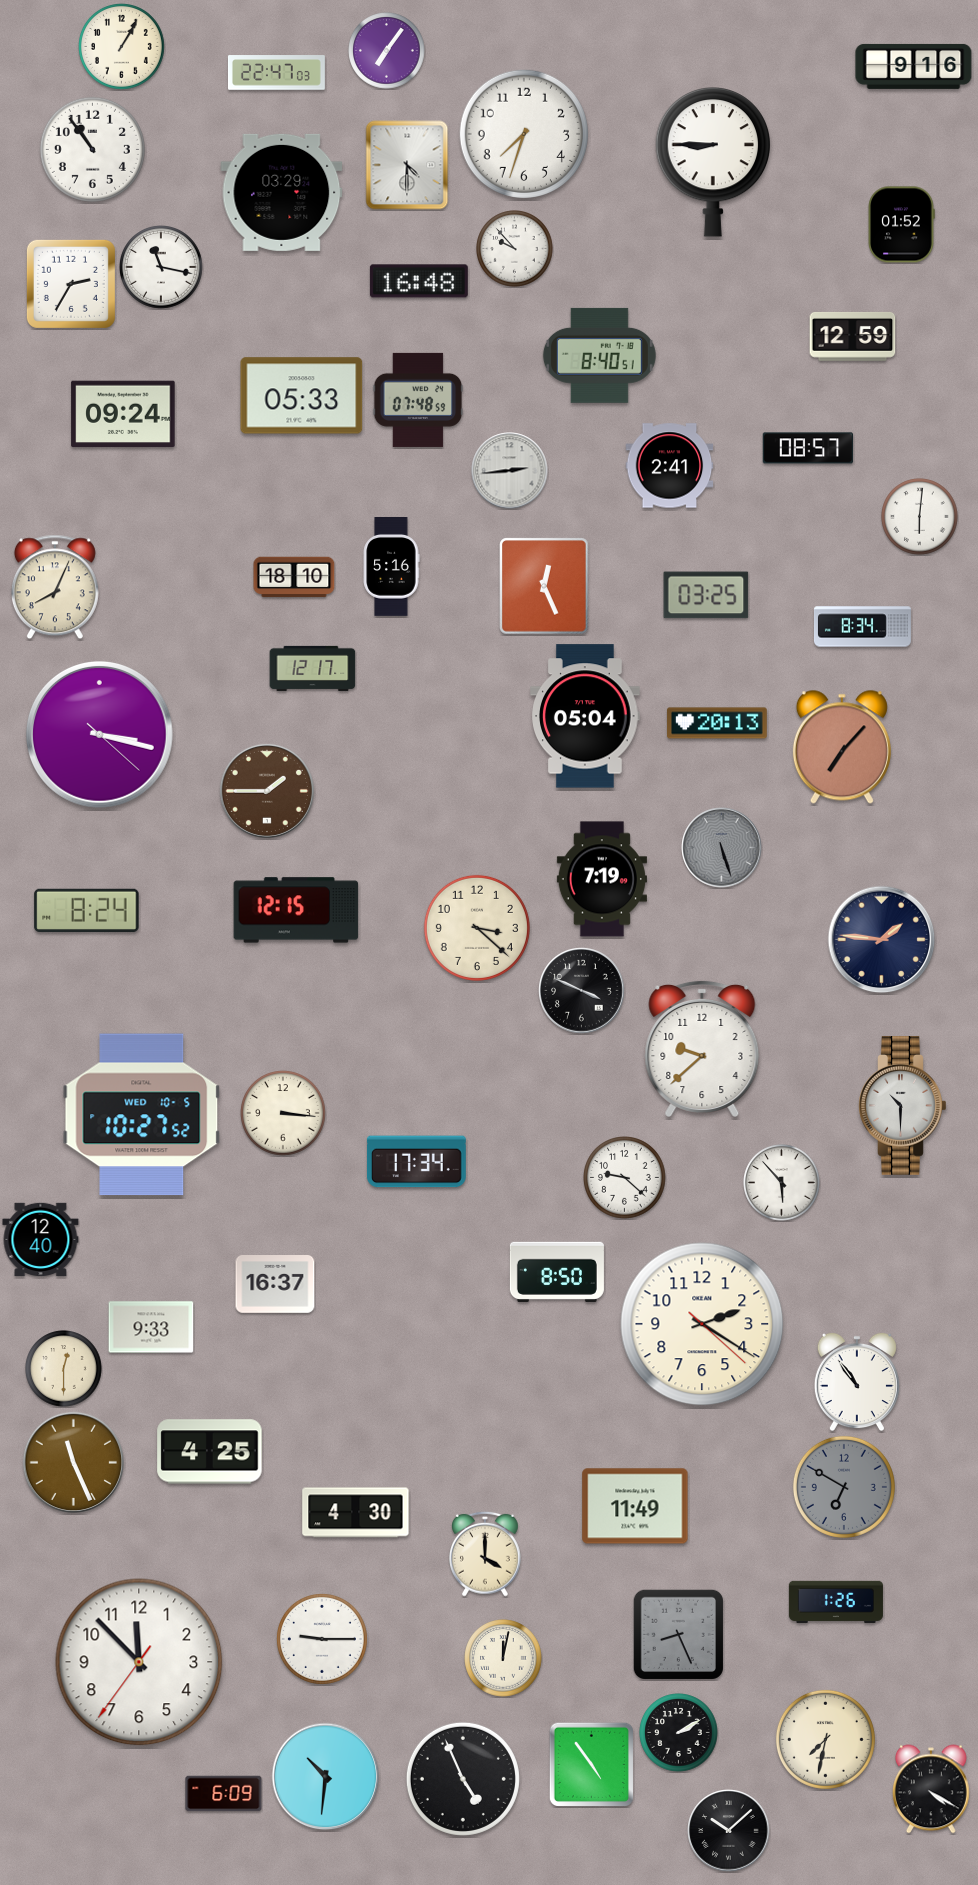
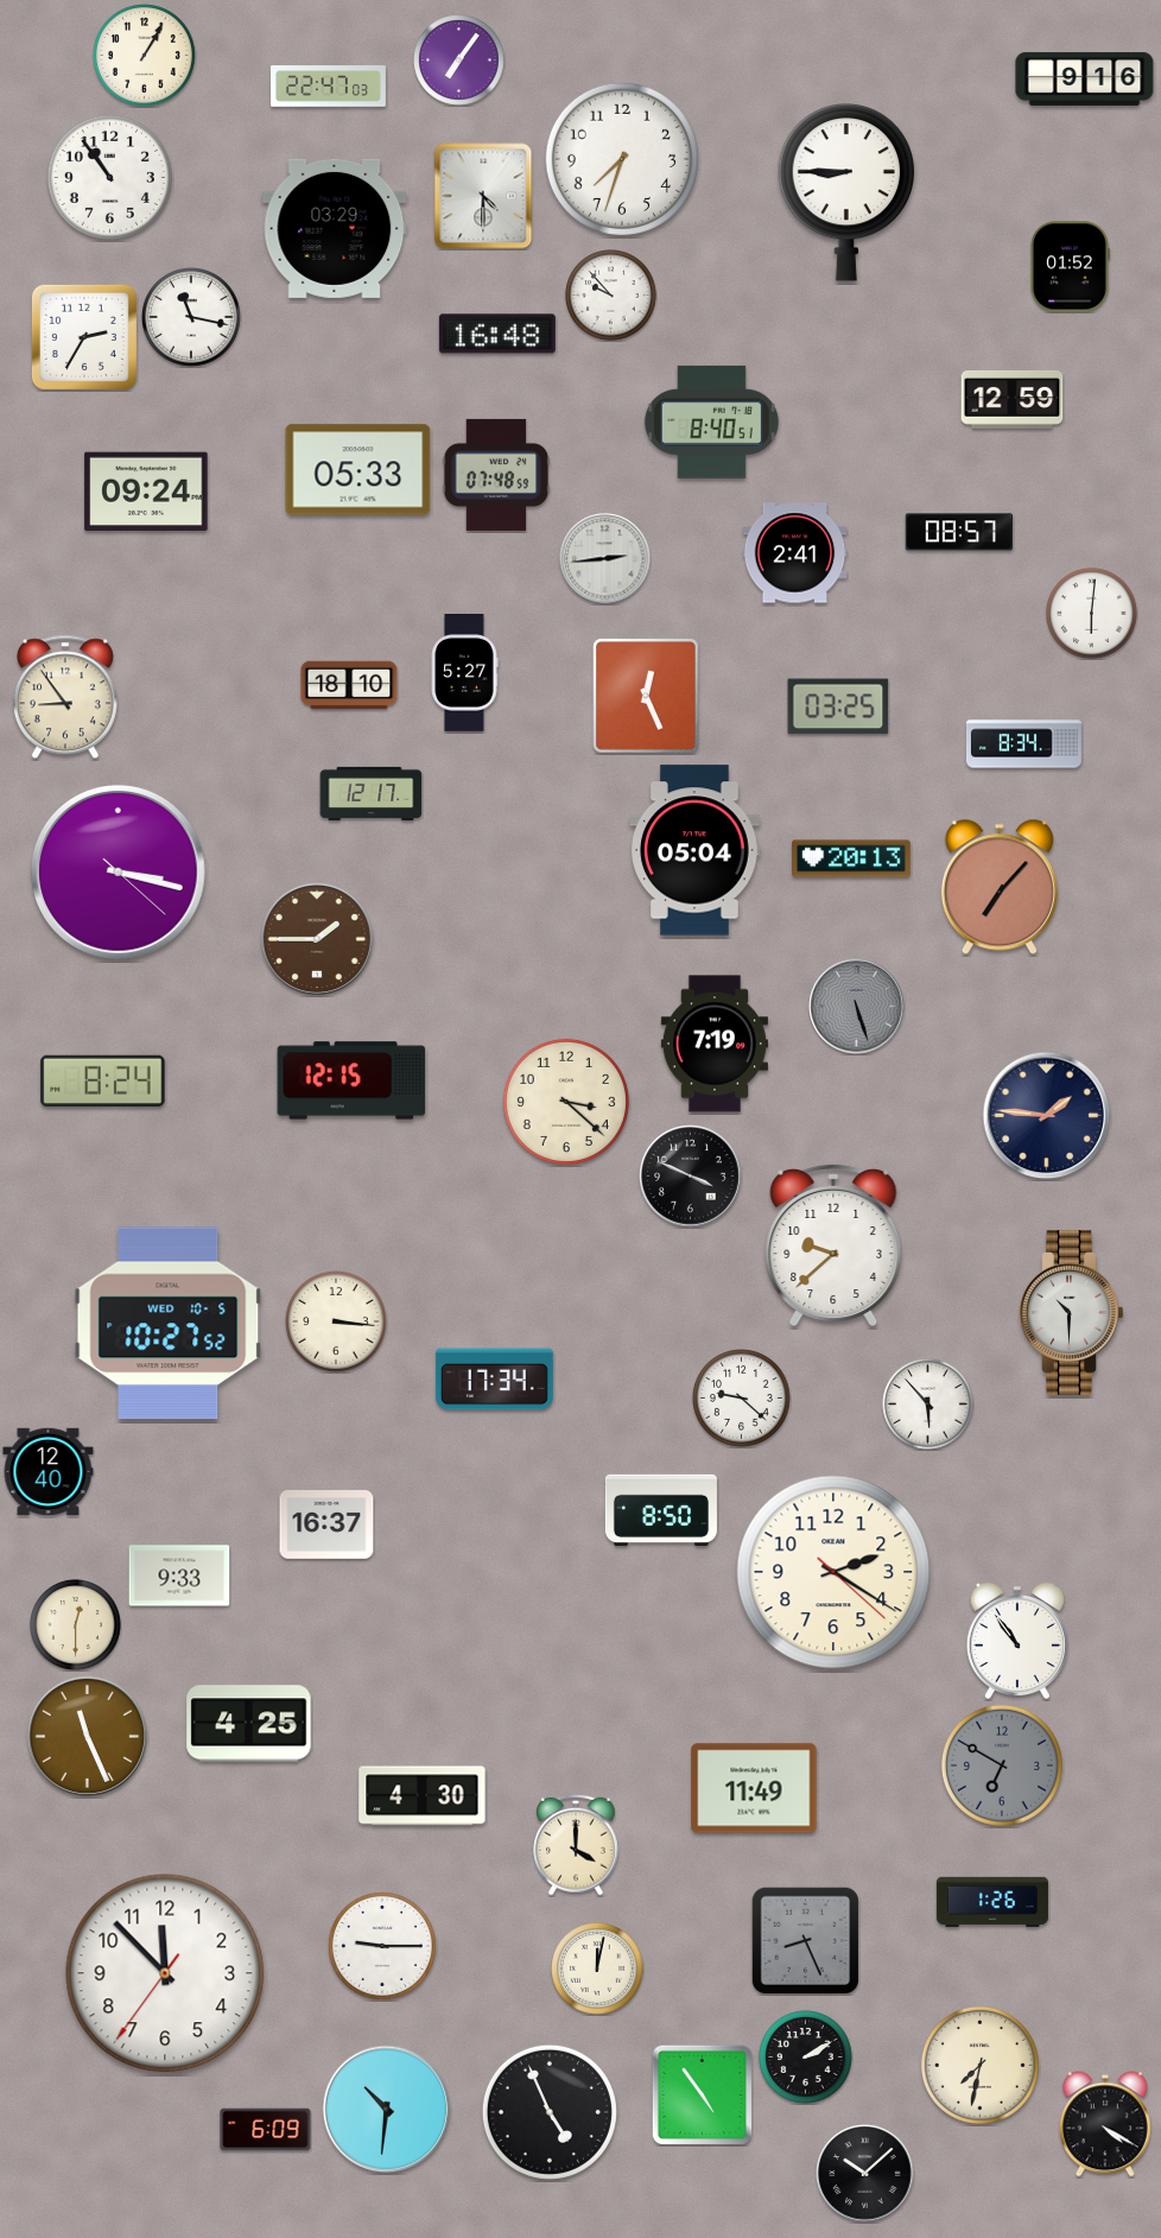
clock at (391, 567): 5:16 -> 5:27
clock at (55, 587): 8:04 -> 8:54
